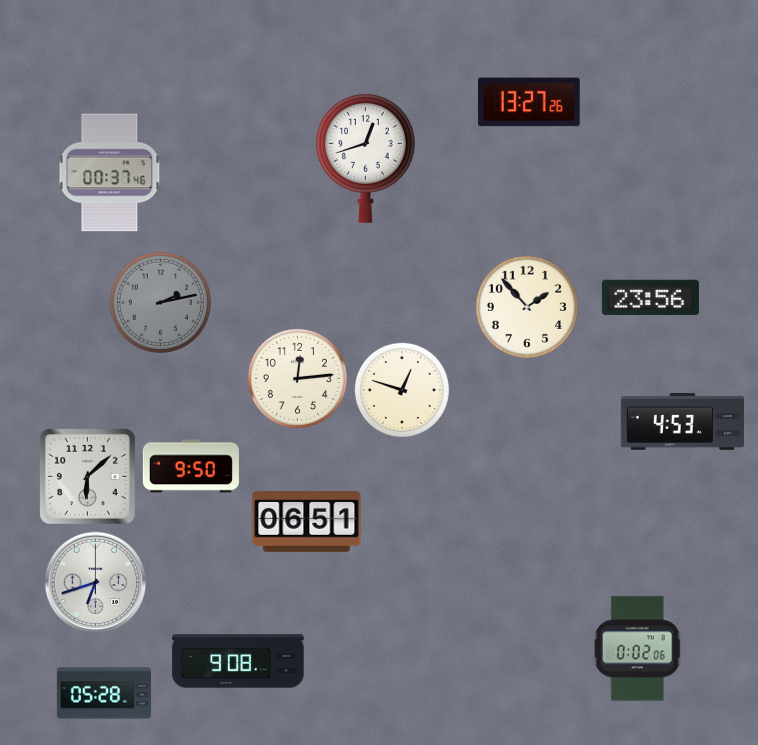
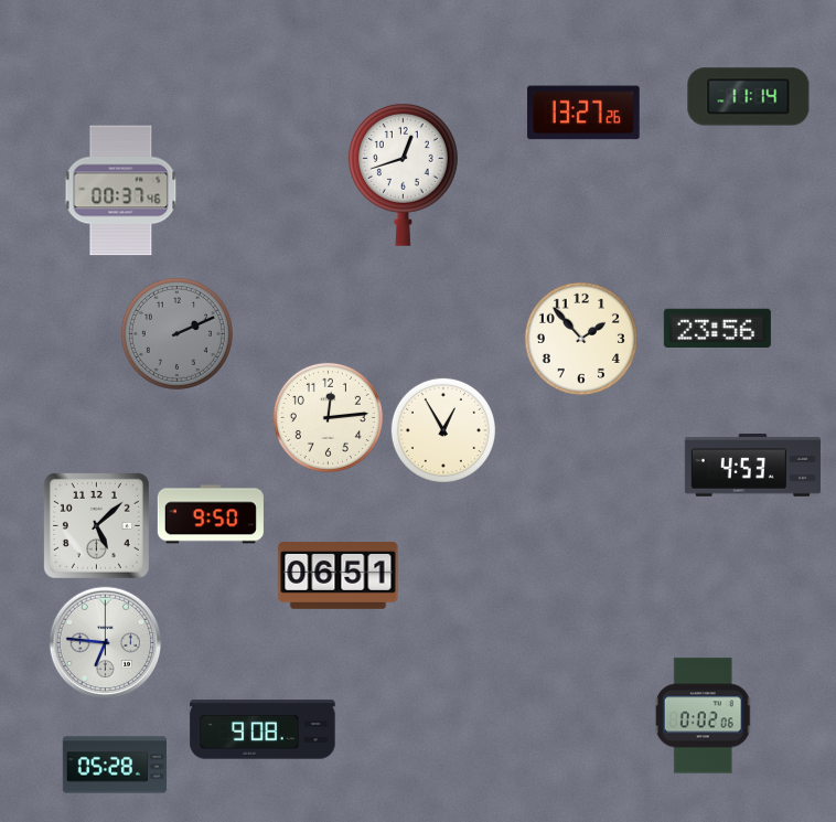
clock at (749, 97): none -> 11:14
clock at (160, 302): 2:13 -> 2:11
clock at (402, 390): 12:48 -> 12:55
clock at (87, 476): 6:08 -> 5:08
clock at (96, 583): 6:42 -> 6:46
